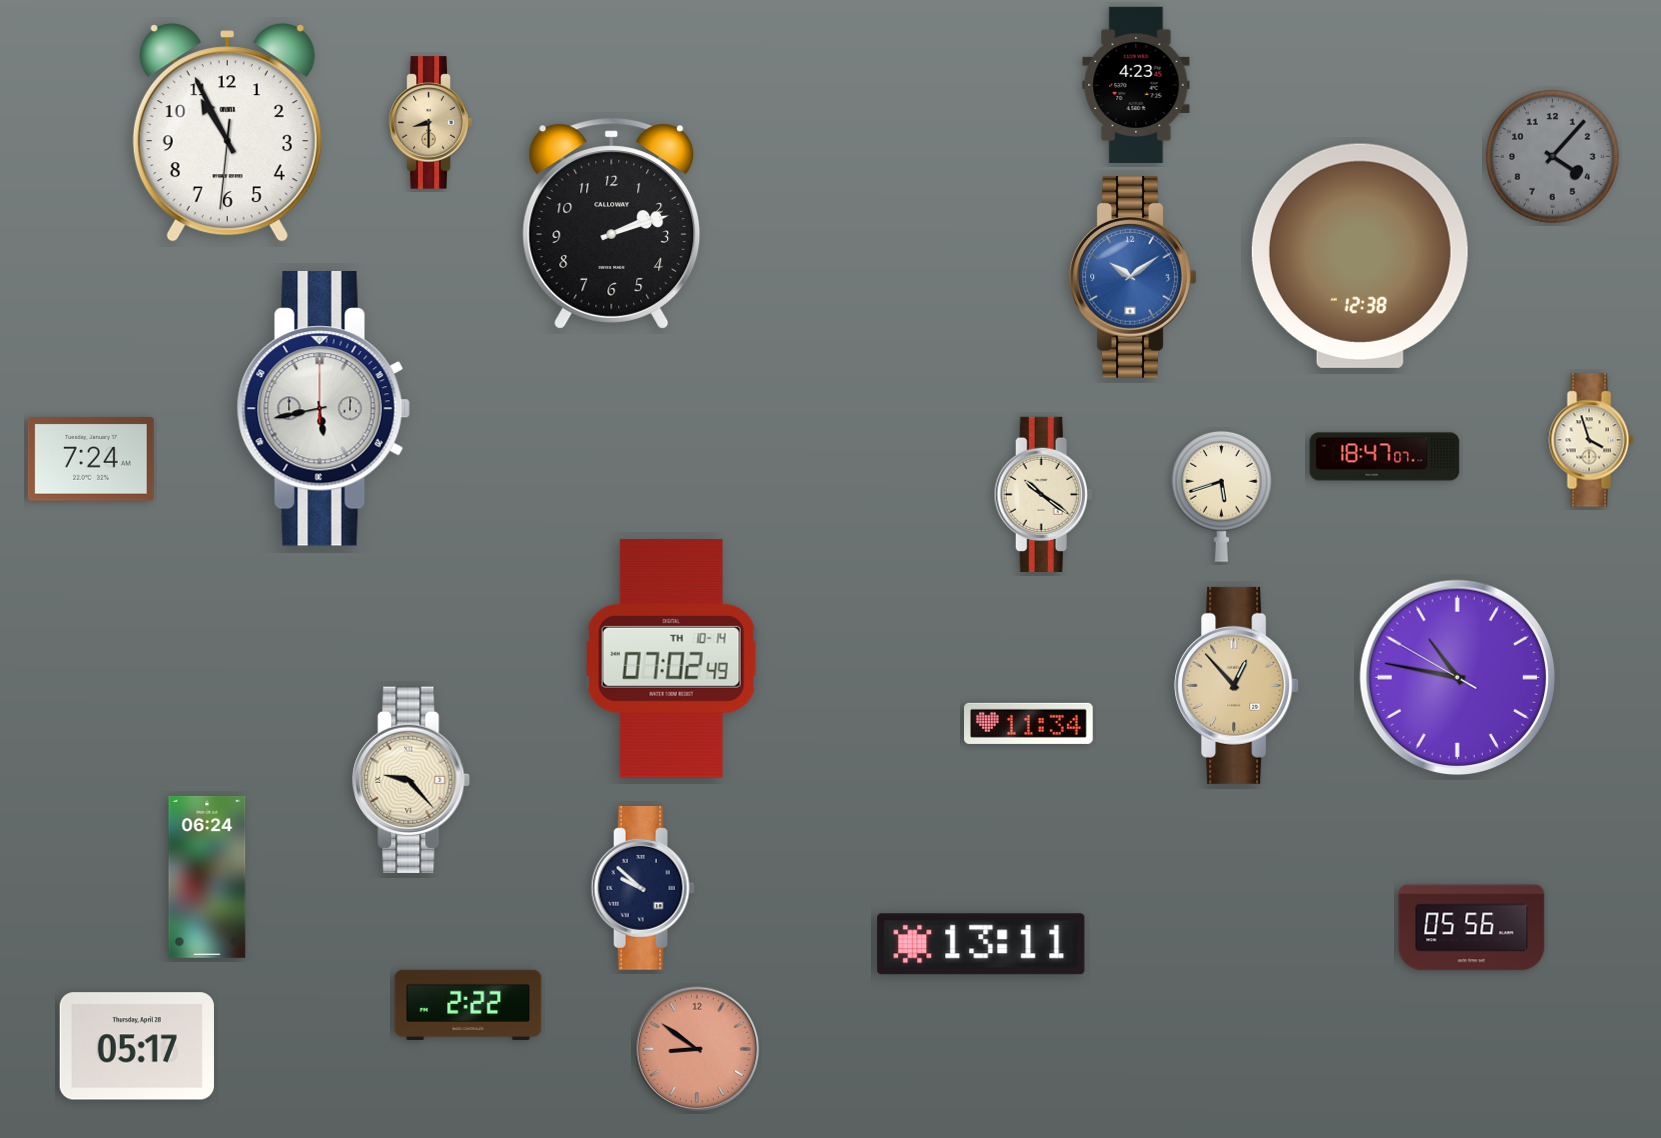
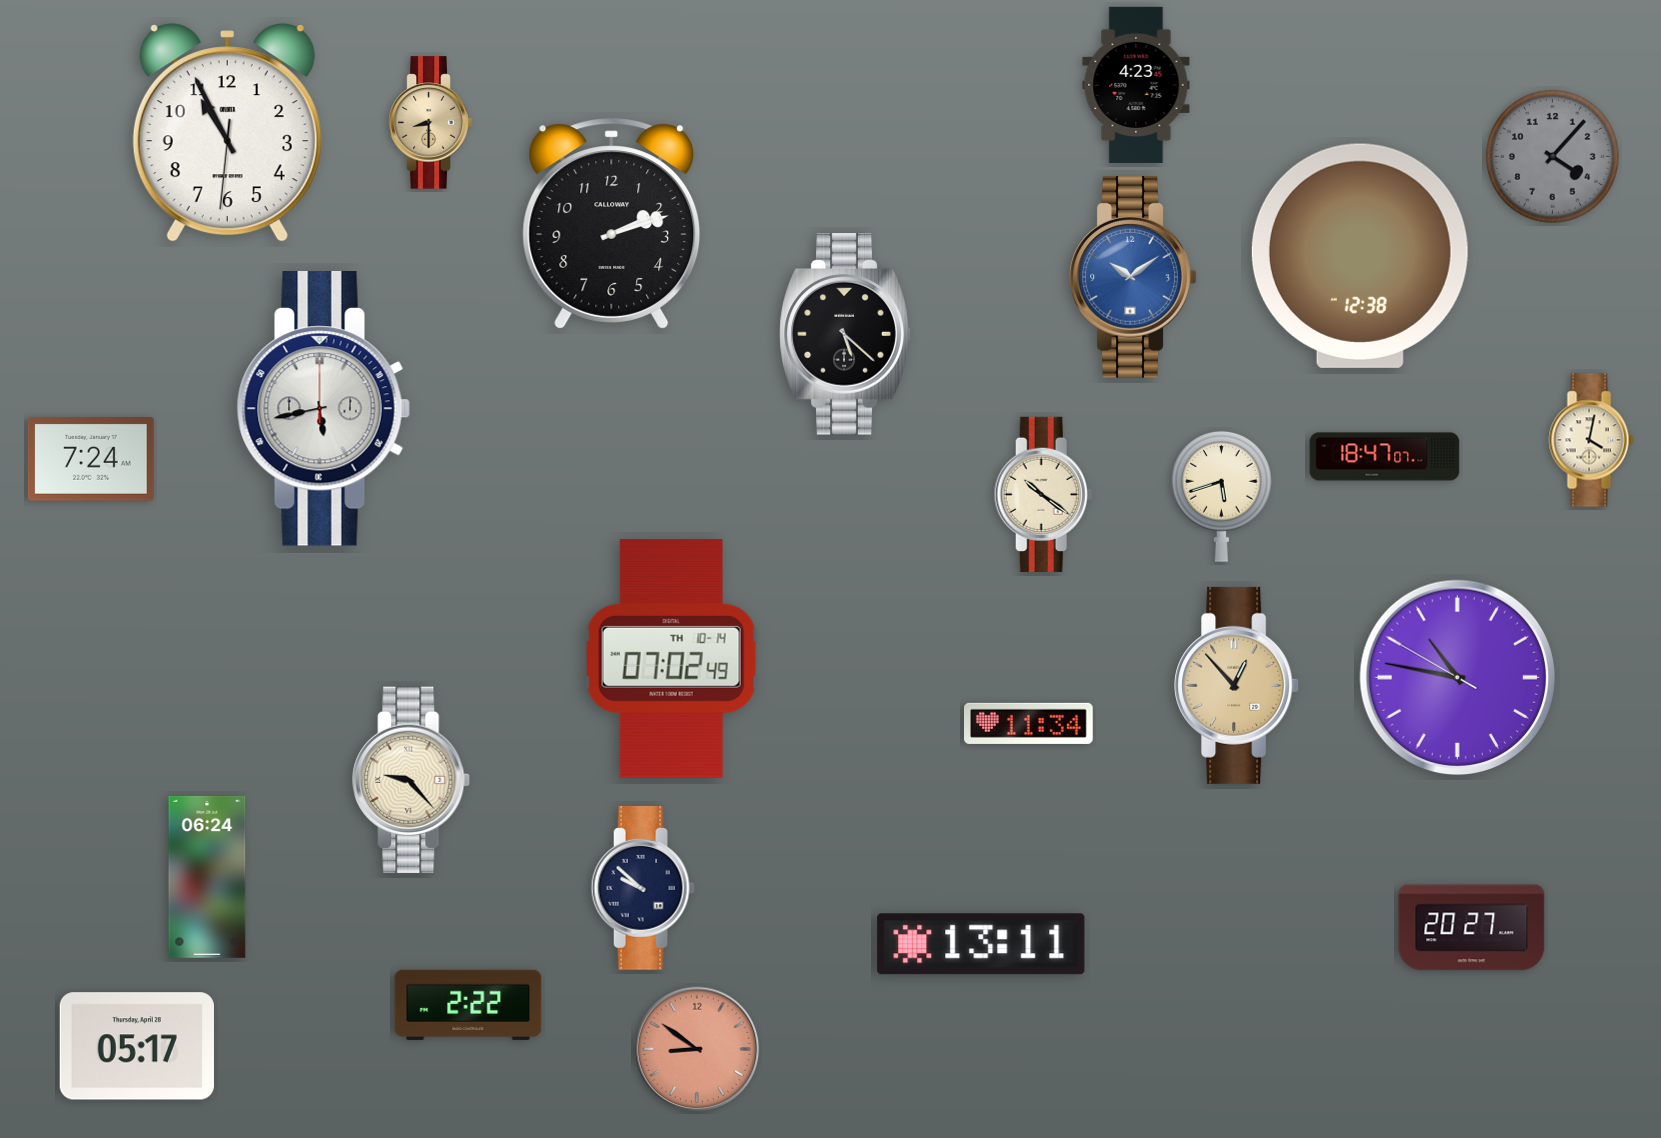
clock at (845, 335): none -> 5:22
clock at (1591, 440): 3:57 -> 4:02
clock at (1472, 928): 05:56 -> 20:27
